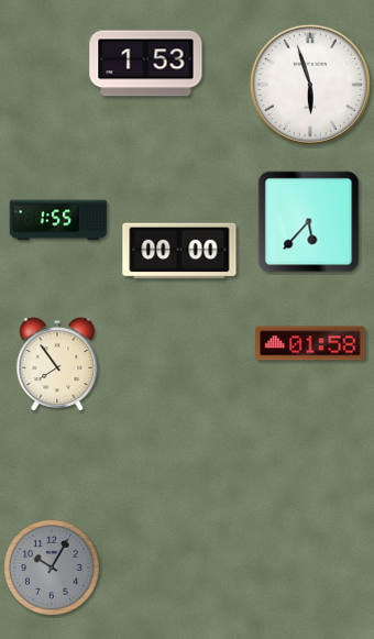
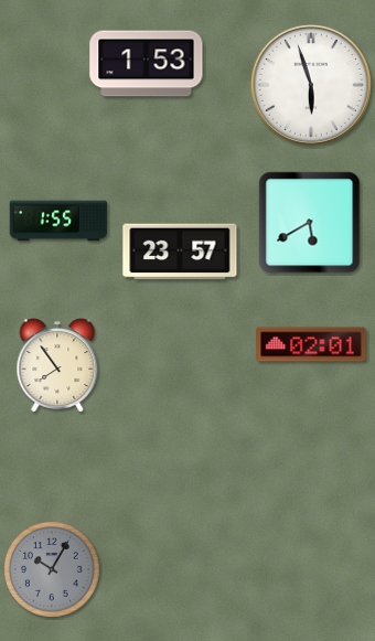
clock at (309, 222): 5:37 -> 5:40
clock at (179, 251): 00:00 -> 23:57
clock at (310, 343): 01:58 -> 02:01
